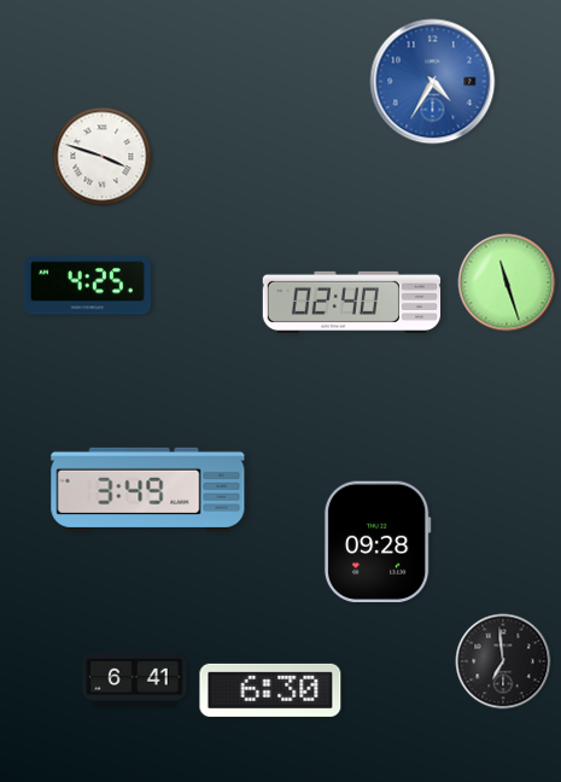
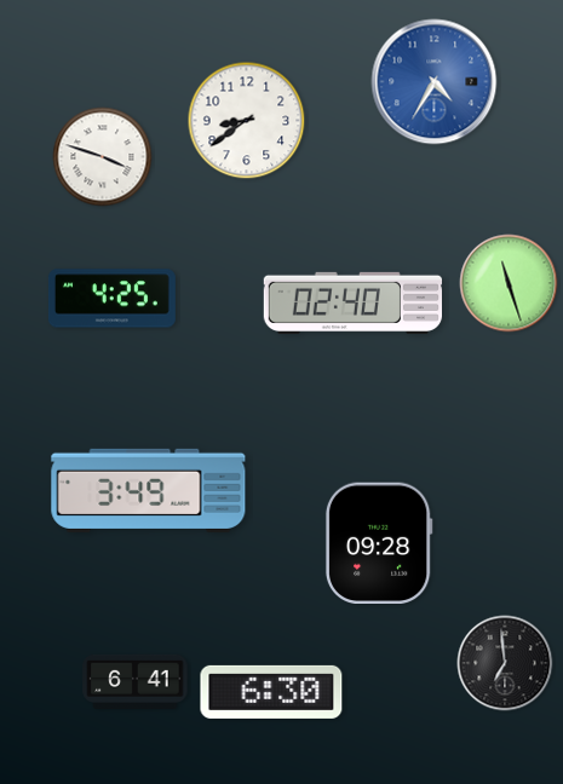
clock at (247, 121): none -> 8:39
clock at (87, 286) position: (87, 286) -> (111, 299)
